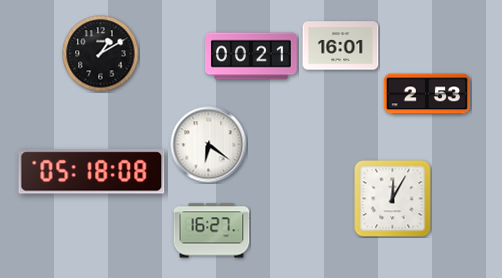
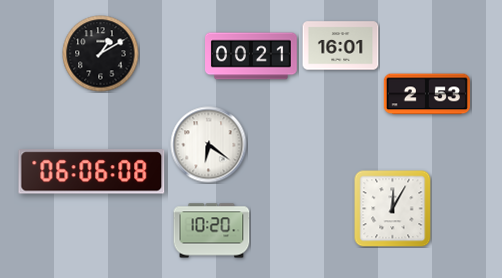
clock at (92, 172): 05:18 -> 06:06
clock at (393, 199) position: (393, 199) -> (393, 209)
clock at (212, 231): 16:27 -> 10:20
